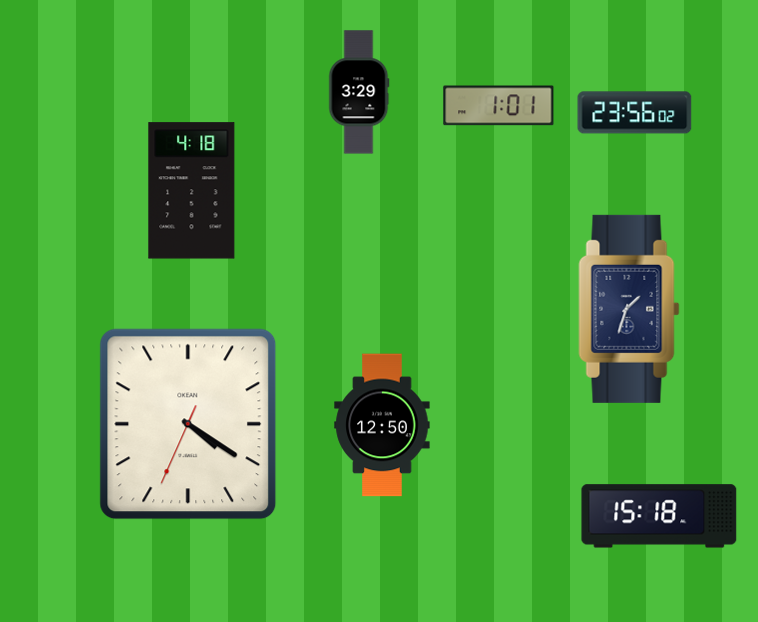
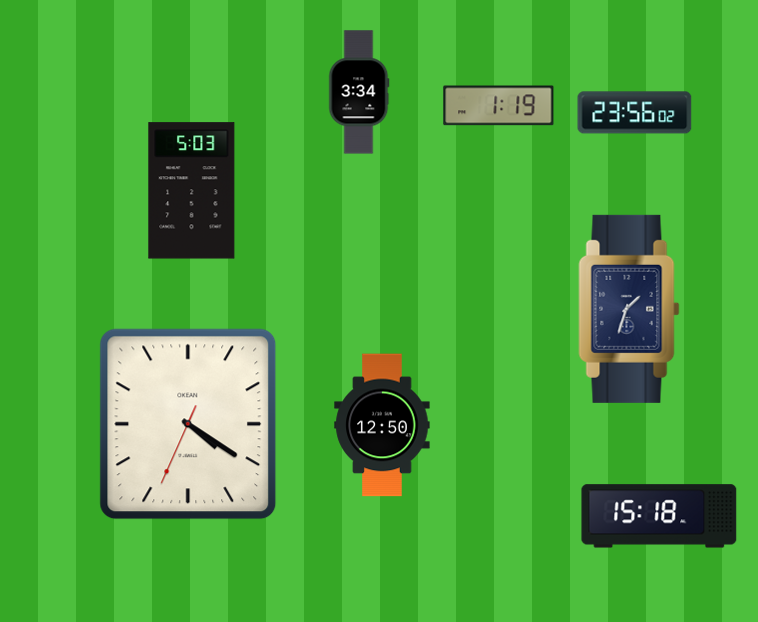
clock at (359, 92): 3:29 -> 3:34
clock at (499, 106): 1:01 -> 1:19
clock at (192, 191): 4:18 -> 5:03
